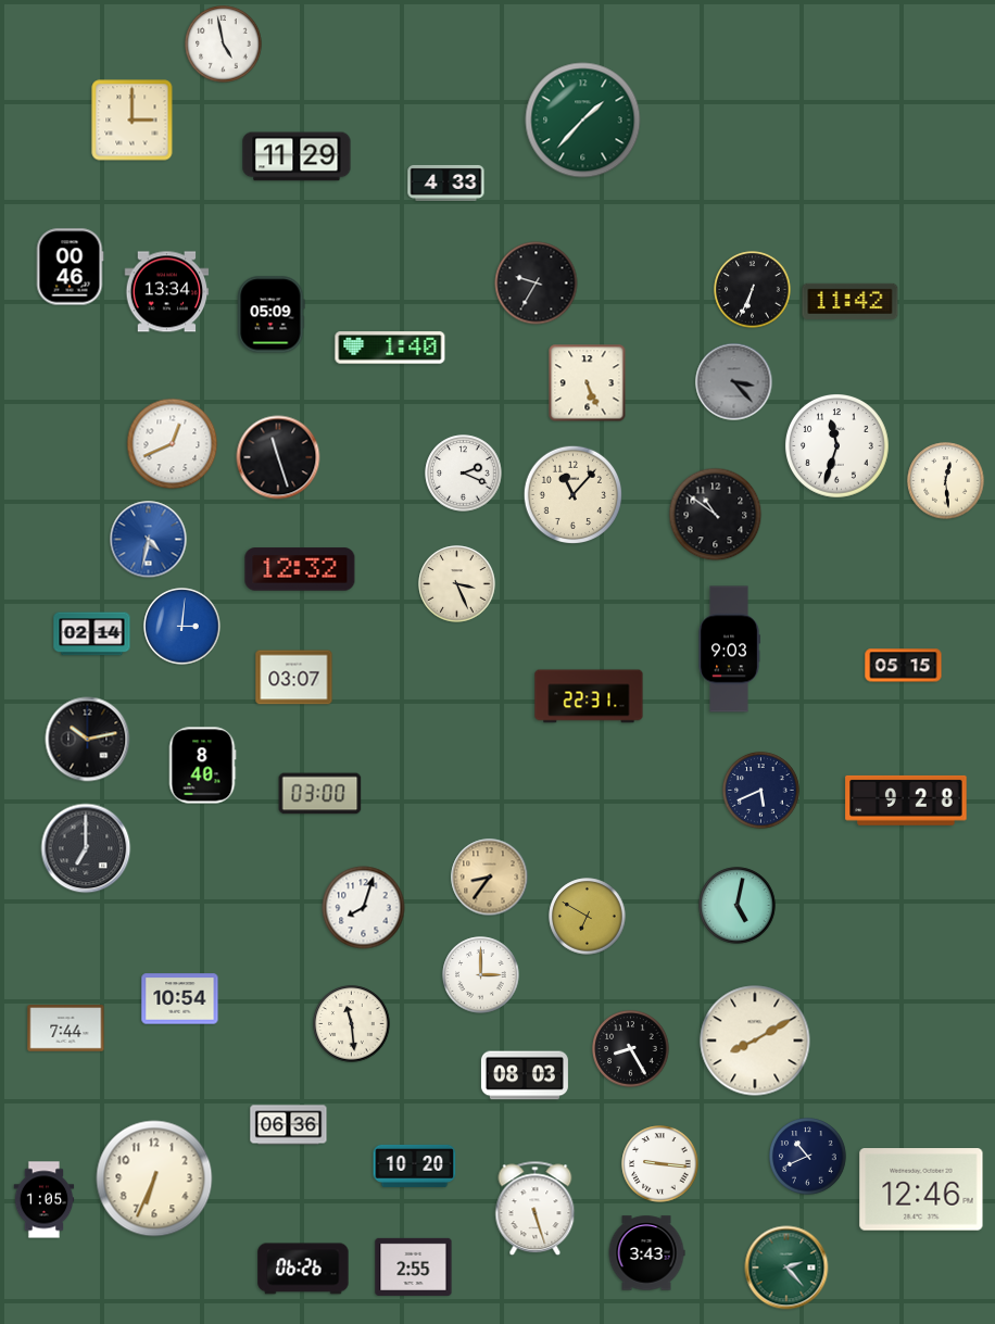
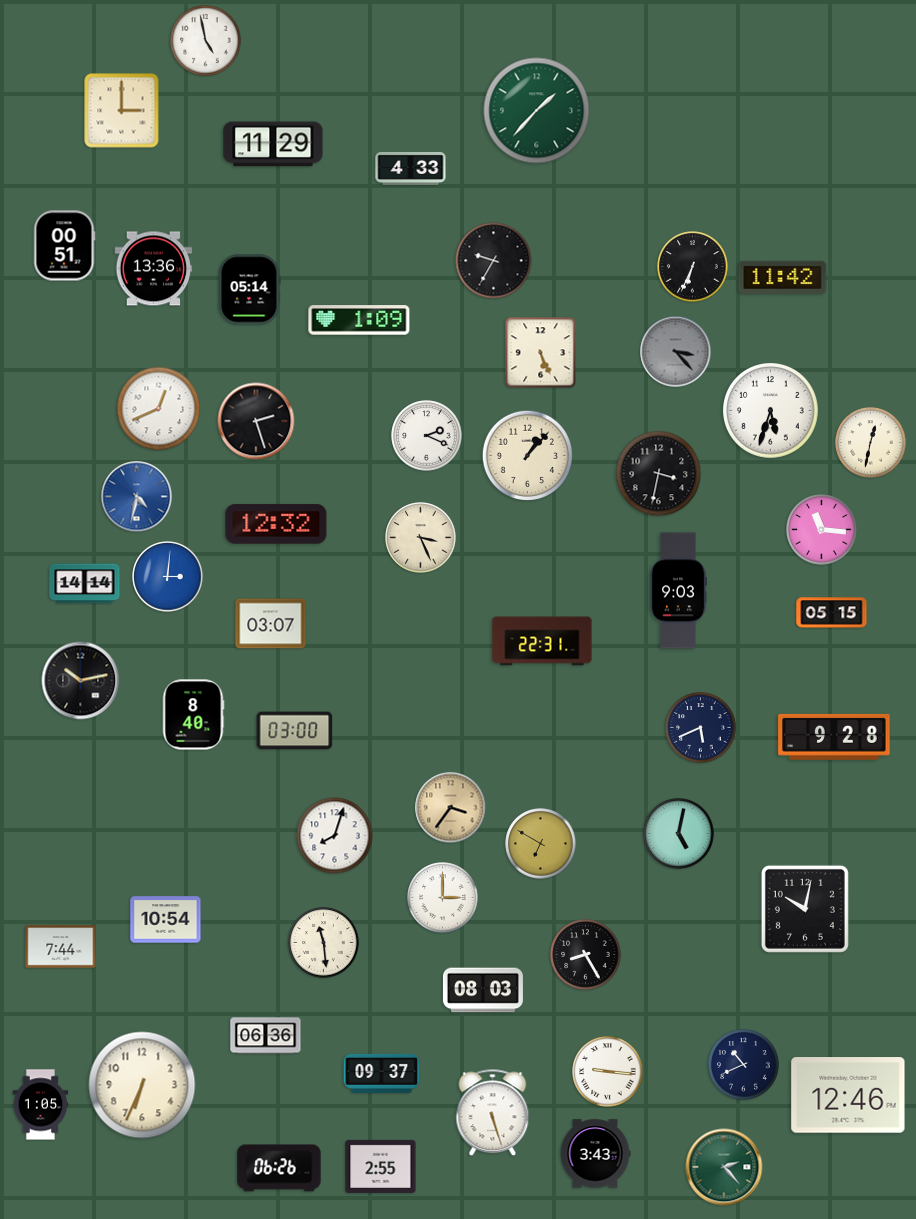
clock at (70, 267): 00:46 -> 00:51
clock at (167, 292): 13:34 -> 13:36
clock at (272, 315): 05:09 -> 05:14
clock at (390, 348): 1:40 -> 1:09
clock at (837, 446): 11:33 -> 5:33
clock at (278, 457): 11:27 -> 2:27
clock at (946, 481): 12:29 -> 12:32
clock at (572, 494): 11:07 -> 1:07
clock at (716, 515): 10:51 -> 3:32
clock at (822, 530): none -> 11:16
clock at (92, 634): 02:14 -> 14:14
clock at (729, 650) position: (729, 650) -> (678, 591)
clock at (202, 766) position: (202, 766) -> (193, 715)
clock at (86, 848): 7:00 -> none
clock at (490, 878): 8:36 -> 3:36
clock at (805, 909): none -> 10:02
clock at (755, 1041): 8:10 -> none
clock at (631, 1049) position: (631, 1049) -> (586, 955)
clock at (415, 1165): 10:20 -> 09:37
